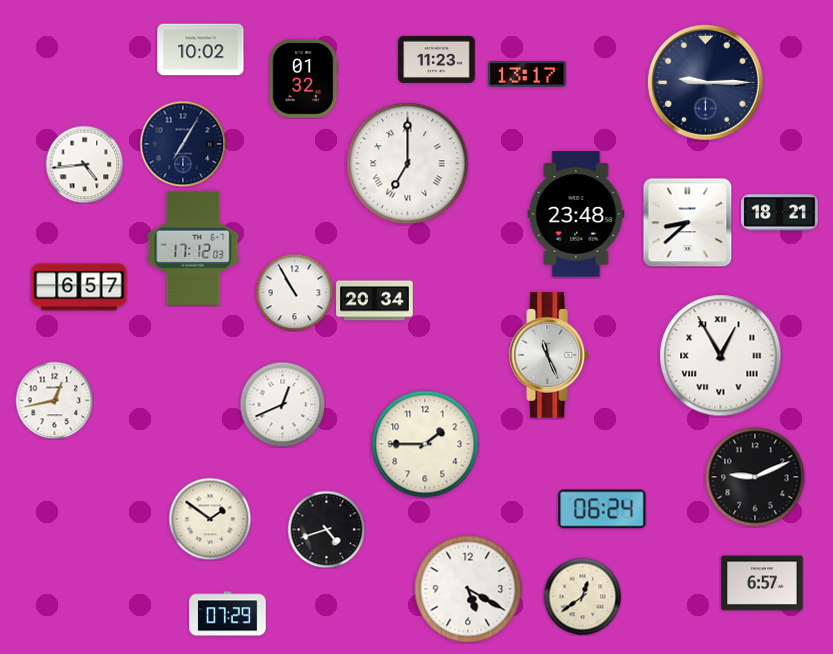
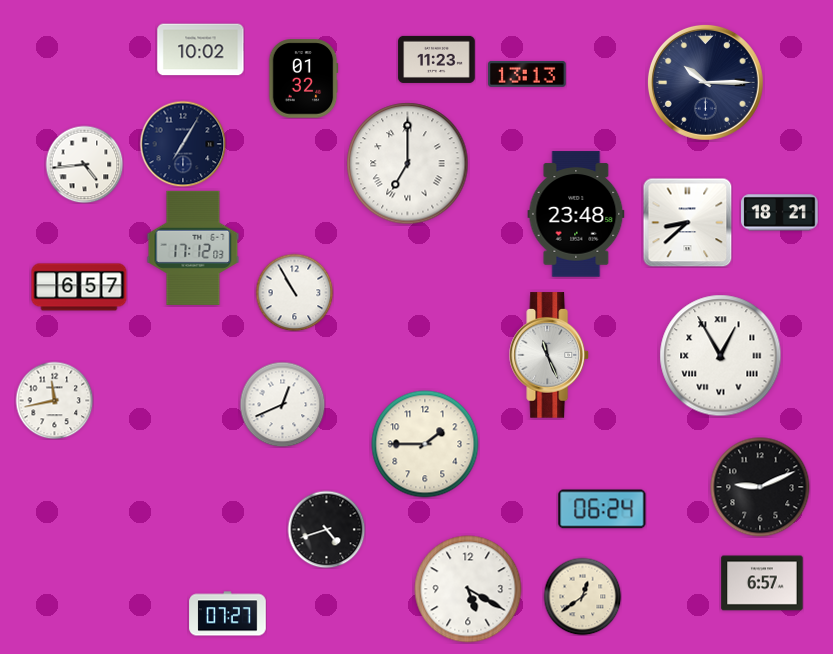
clock at (527, 74): 13:17 -> 13:13
clock at (705, 82): 9:15 -> 10:15
clock at (375, 301): 20:34 -> none
clock at (54, 400): 12:43 -> 11:43
clock at (755, 477) position: (755, 477) -> (760, 487)
clock at (210, 519): 1:51 -> none
clock at (228, 614): 07:29 -> 07:27
